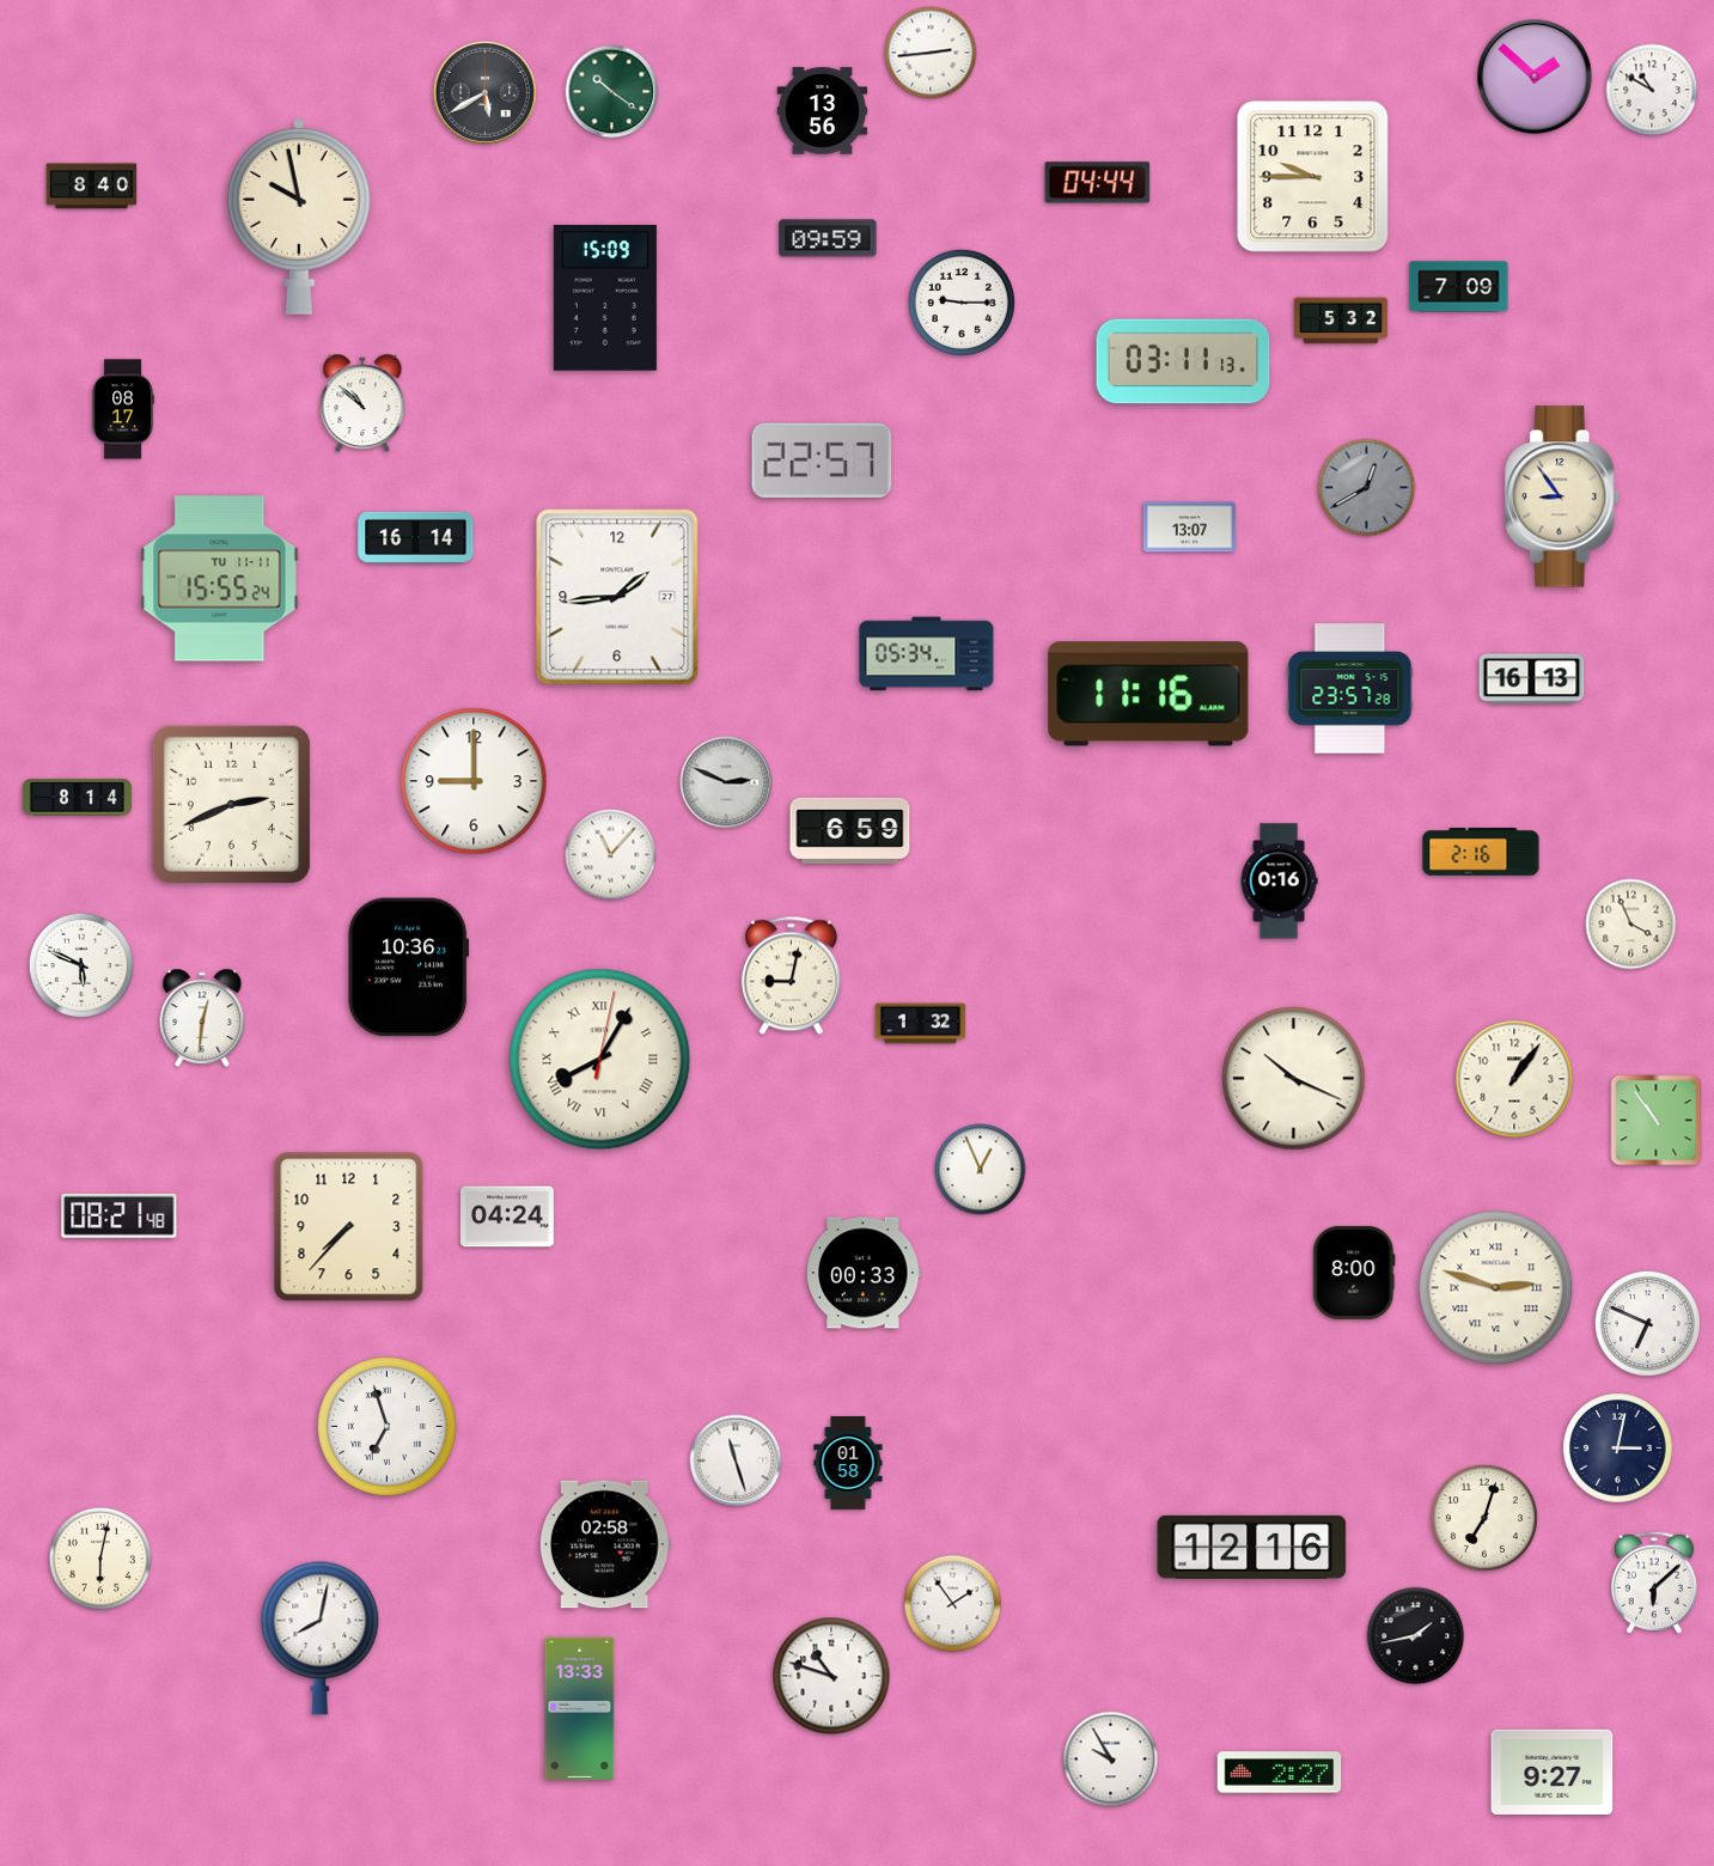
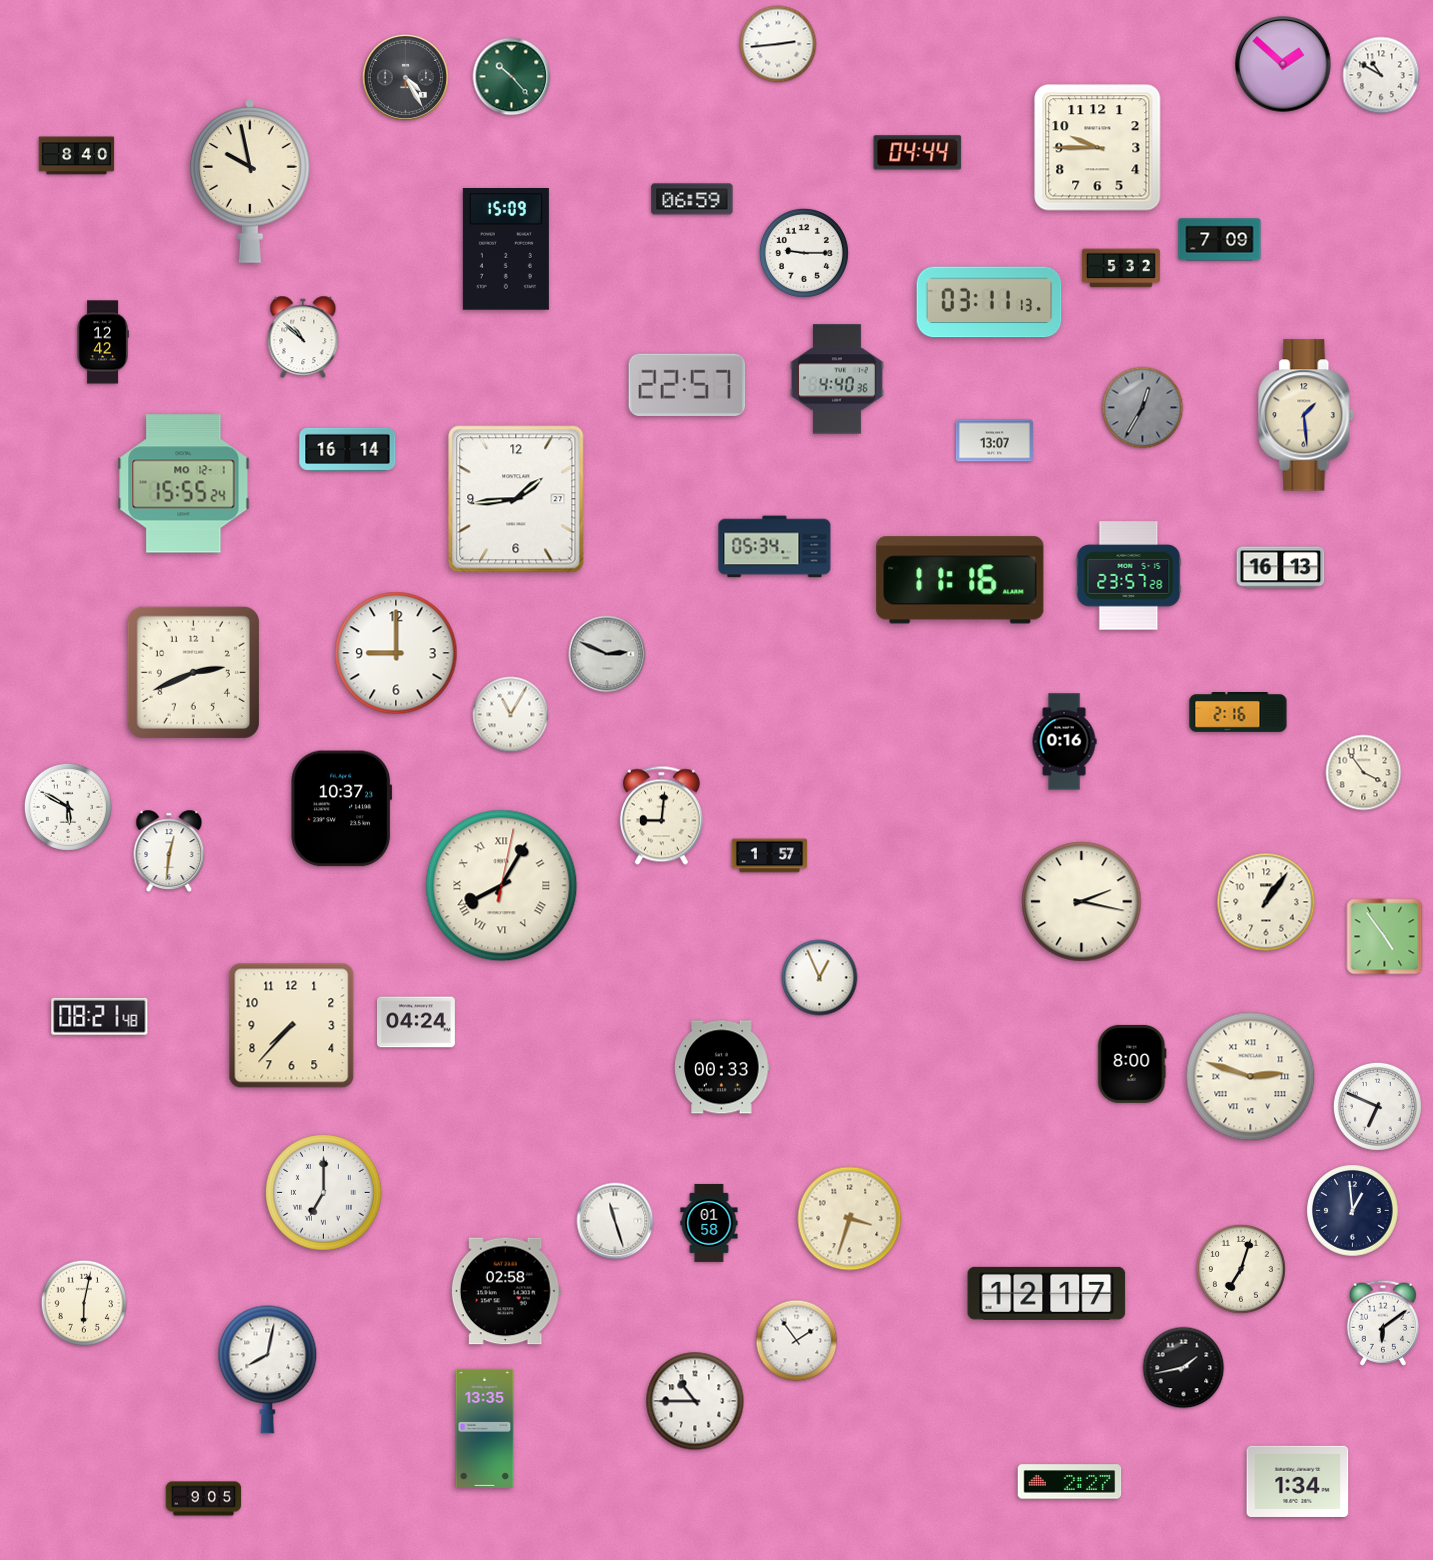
clock at (484, 92): 5:40 -> 4:25
clock at (612, 92): 10:21 -> 10:23
clock at (823, 111): 13:56 -> none
clock at (828, 238): 09:59 -> 06:59
clock at (123, 409): 08:17 -> 12:42
clock at (837, 379): none -> 4:40
clock at (1367, 488): 12:40 -> 12:35
clock at (1563, 496): 8:54 -> 1:29
clock at (220, 579) date: TU 11-11 -> MO 12-1
clock at (77, 798): 8:14 -> none
clock at (850, 830): 6:59 -> none
clock at (611, 855): 11:07 -> 11:05
clock at (1279, 882) position: (1279, 882) -> (1064, 742)
clock at (1631, 925): 3:56 -> 3:54
clock at (81, 965): 5:49 -> 5:50
clock at (409, 968): 10:36 -> 10:37
clock at (791, 976): 9:02 -> 9:01
clock at (921, 1024): 1:32 -> 1:57
clock at (1294, 1079): 10:19 -> 2:17
clock at (1657, 1121): 10:54 -> 4:54
clock at (507, 1216) position: (507, 1216) -> (416, 1022)
clock at (864, 1273) position: (864, 1273) -> (722, 1067)
clock at (388, 1427): 6:57 -> 7:00
clock at (1618, 1449): 3:02 -> 12:59
clock at (850, 1219): none -> 3:33
clock at (1252, 1547): 12:16 -> 12:17
clock at (1654, 1583): 6:08 -> 6:09
clock at (831, 1676): 10:48 -> 10:45
clock at (580, 1708): 13:33 -> 13:35
clock at (1111, 1760): 9:55 -> none
clock at (1553, 1772): 9:27 -> 1:34
clock at (204, 1499): none -> 9:05
